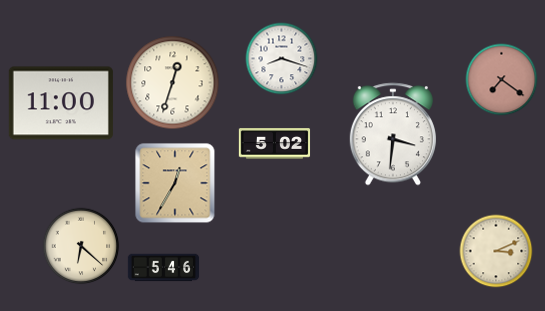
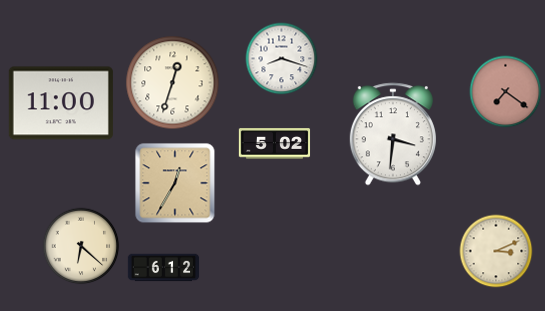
clock at (502, 80) position: (502, 80) -> (506, 92)
clock at (164, 268): 5:46 -> 6:12
